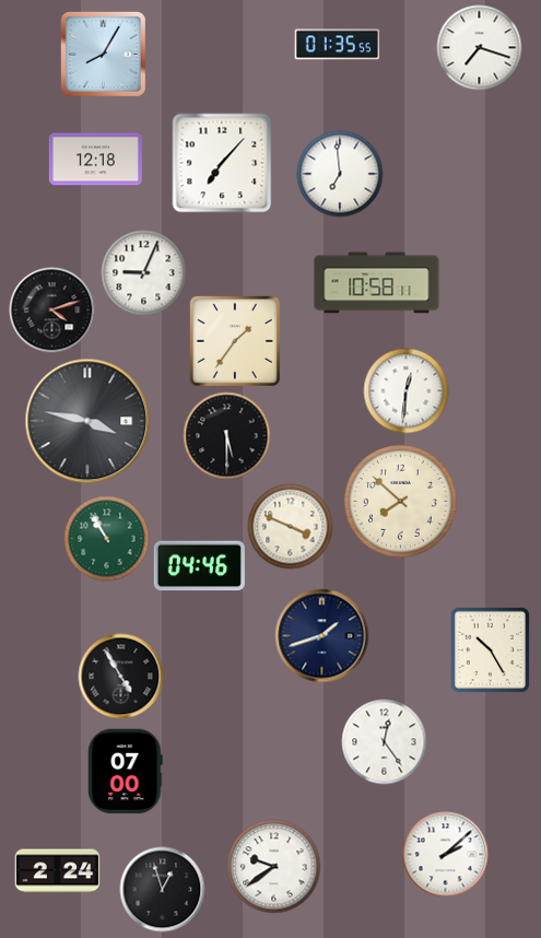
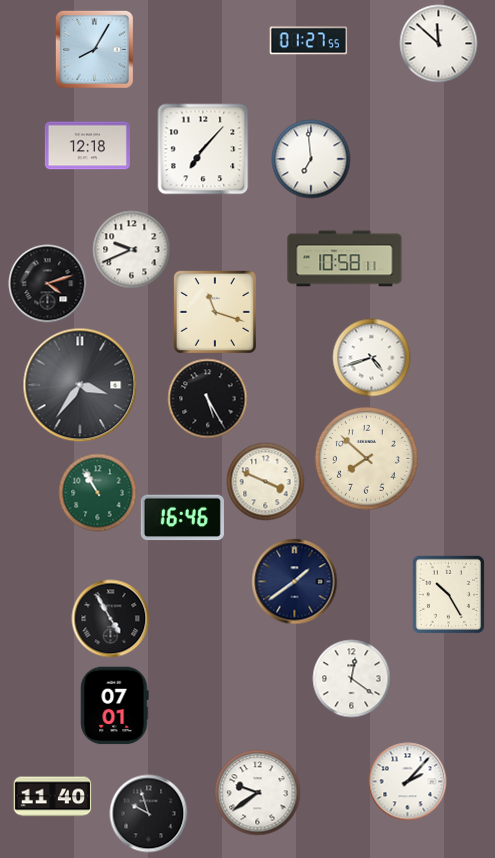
clock at (337, 45): 01:35 -> 01:27
clock at (479, 47): 7:18 -> 11:52
clock at (143, 272): 9:04 -> 9:41
clock at (235, 341): 1:36 -> 11:18
clock at (405, 390): 12:31 -> 4:42
clock at (87, 421): 3:47 -> 3:36
clock at (226, 435): 5:30 -> 5:25
clock at (199, 566): 04:46 -> 16:46
clock at (321, 635): 1:42 -> 1:39
clock at (384, 741): 12:24 -> 12:21
clock at (126, 771): 07:00 -> 07:01
clock at (445, 854): 2:08 -> 2:07
clock at (273, 866) position: (273, 866) -> (257, 792)
clock at (57, 871): 2:24 -> 11:40
clock at (162, 889): 12:57 -> 9:57
